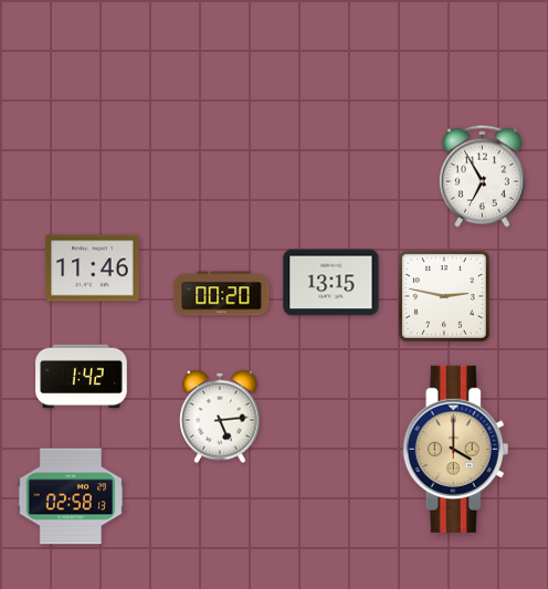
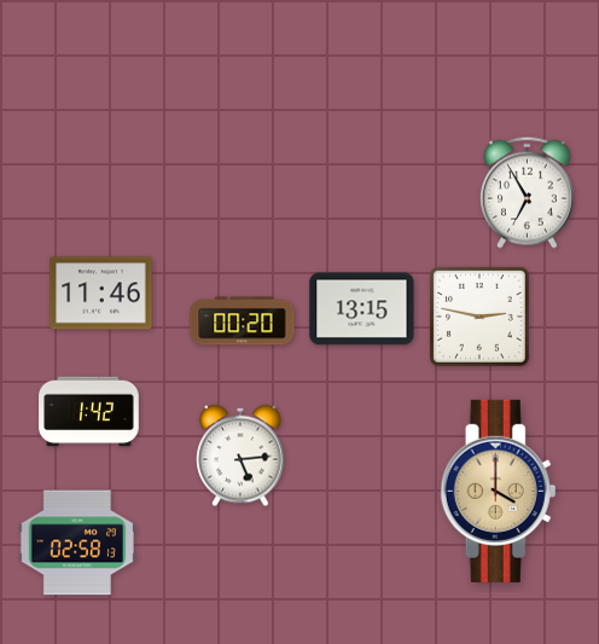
clock at (445, 297) position: (445, 297) -> (481, 318)
